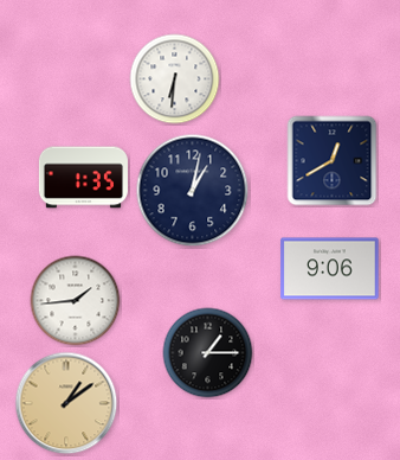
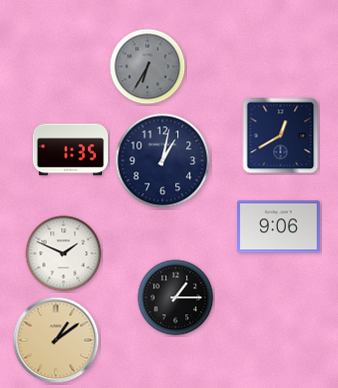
clock at (175, 79): 6:31 -> 6:35
clock at (175, 79) dial: white -> grey
clock at (76, 301): 1:44 -> 1:49
